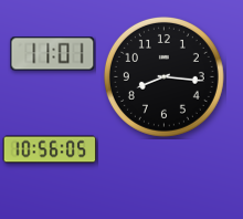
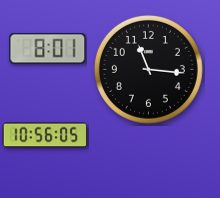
clock at (53, 54): 11:01 -> 8:01
clock at (163, 76): 8:16 -> 11:16
